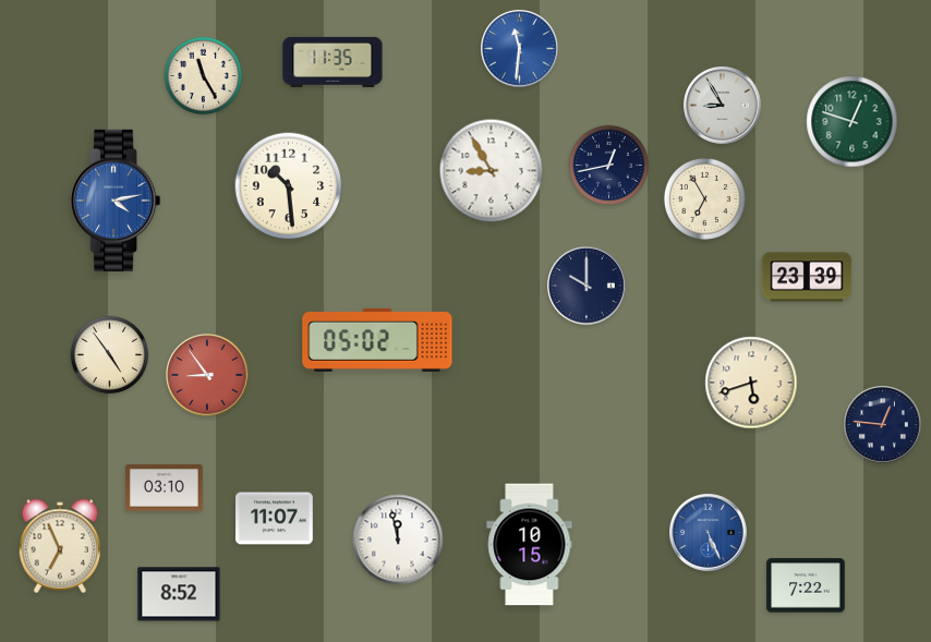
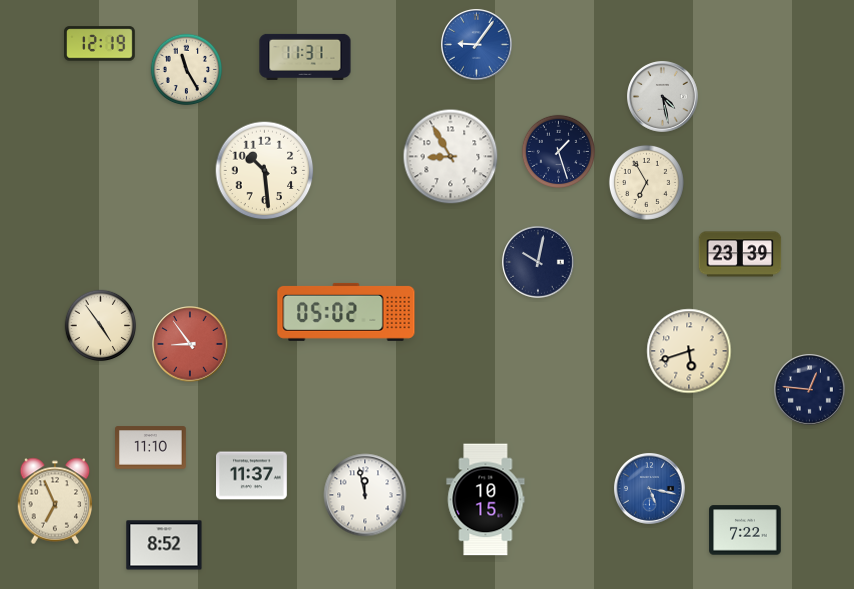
clock at (100, 44): none -> 12:19
clock at (520, 49): 11:31 -> 9:06
clock at (332, 62): 11:35 -> 11:31
clock at (723, 106): 8:55 -> 4:28
clock at (853, 122): 12:48 -> none
clock at (608, 165): 12:43 -> 1:27
clock at (116, 201): 4:13 -> none
clock at (587, 286): 10:00 -> 10:02
clock at (165, 488): 03:10 -> 11:10
clock at (275, 519): 11:07 -> 11:37
clock at (709, 533): 5:26 -> 5:17
clock at (806, 585) position: (806, 585) -> (745, 530)
